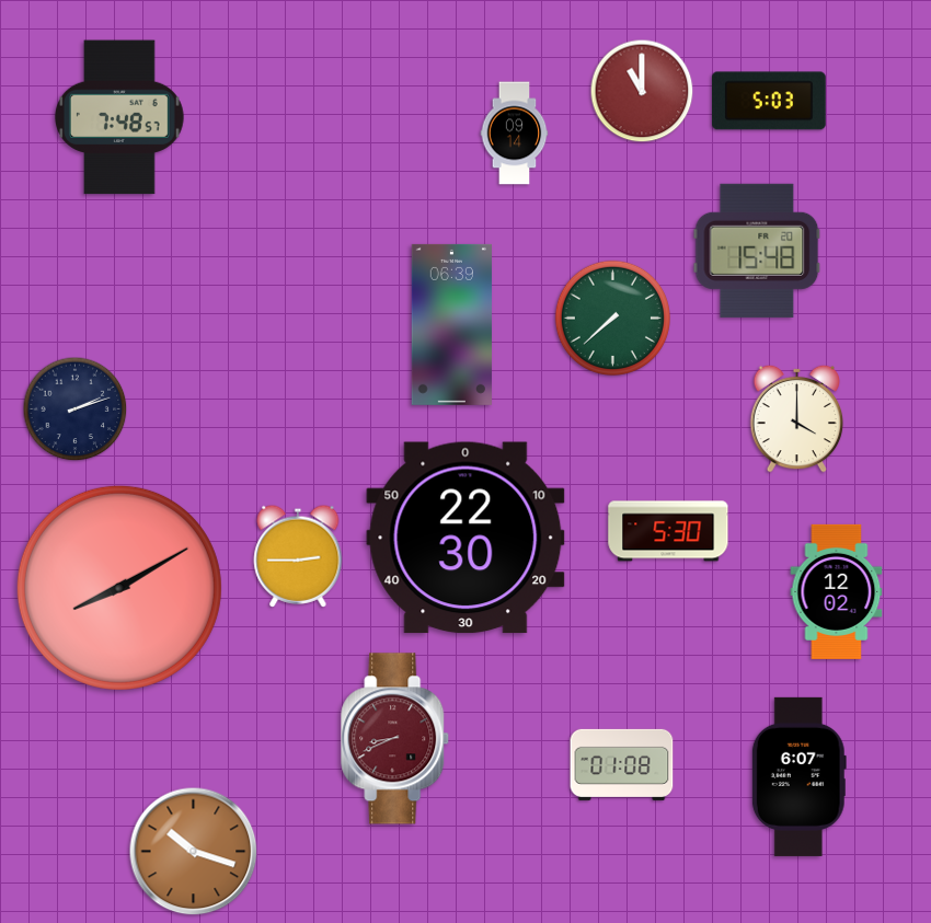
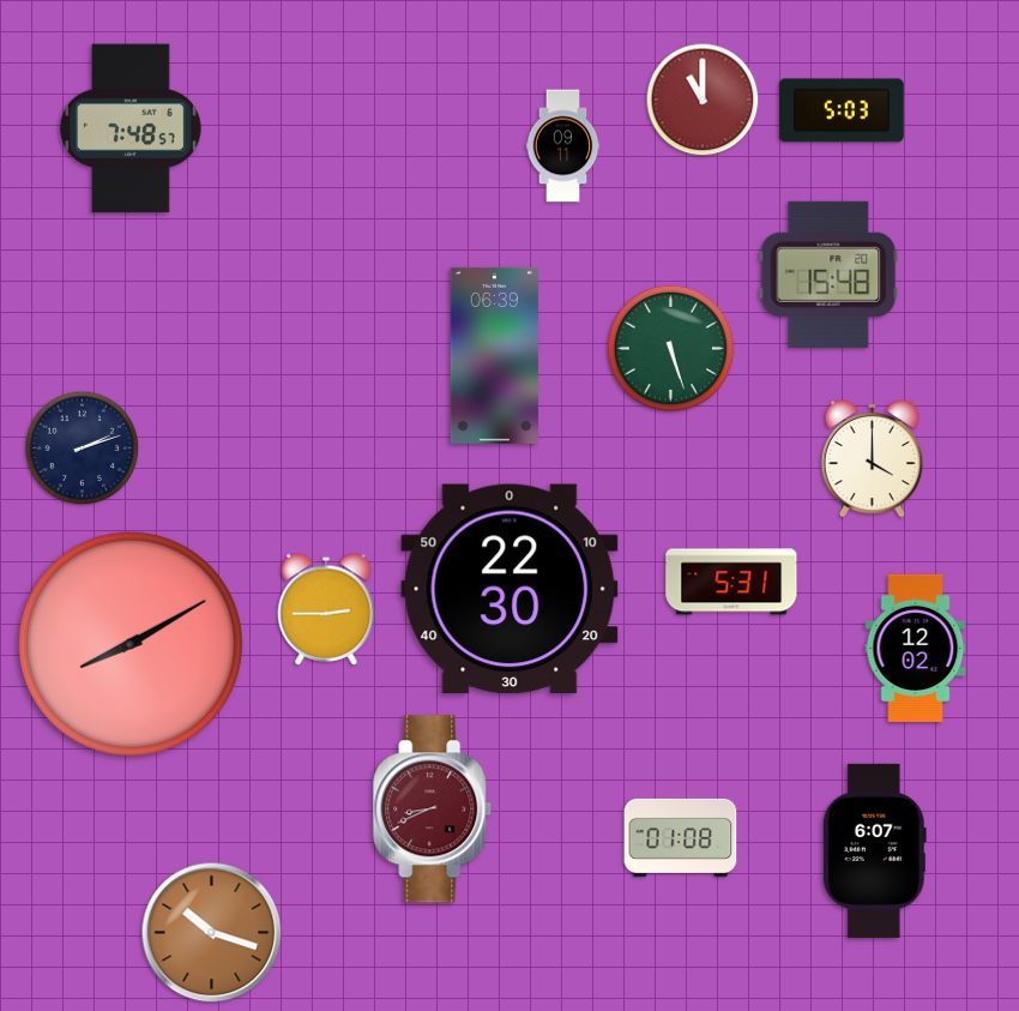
clock at (515, 134): 09:14 -> 09:11
clock at (612, 318): 7:38 -> 5:27
clock at (668, 531): 5:30 -> 5:31
